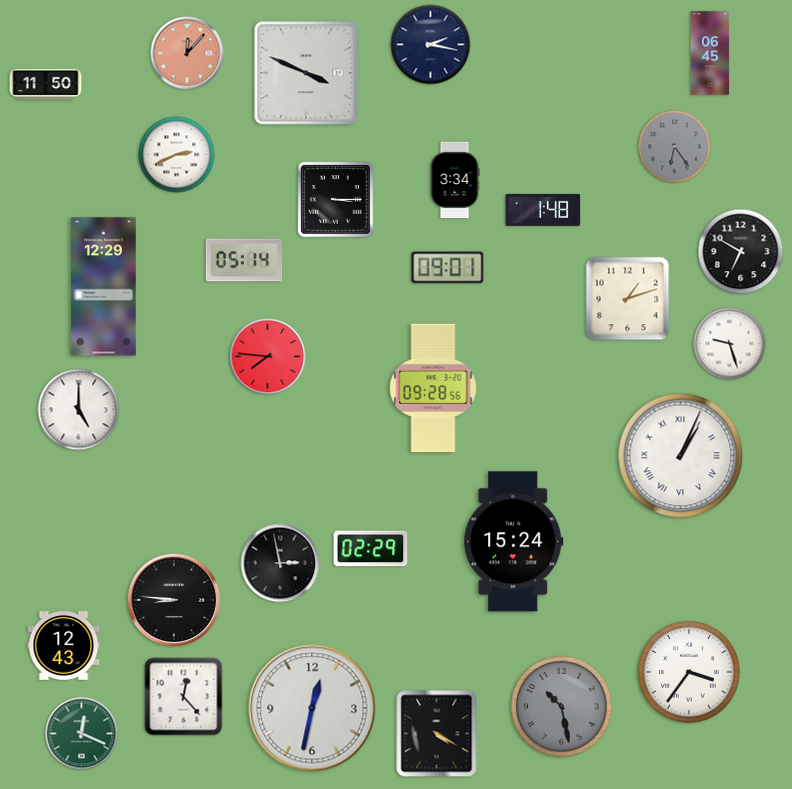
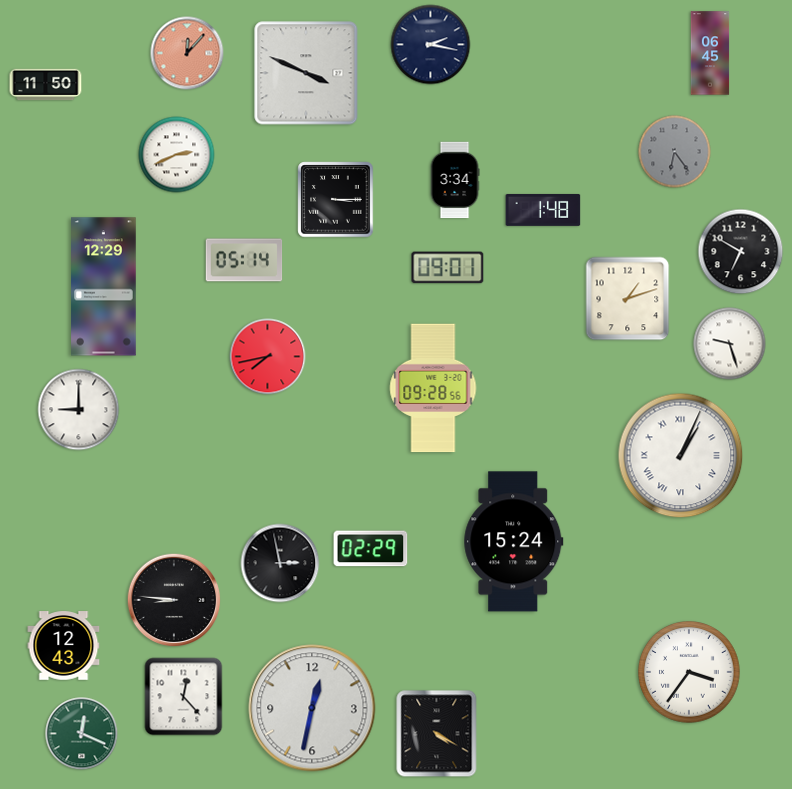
clock at (675, 147) position: (675, 147) -> (675, 152)
clock at (268, 357): 7:46 -> 7:43
clock at (79, 410): 5:00 -> 9:00
clock at (562, 707): 10:28 -> none
